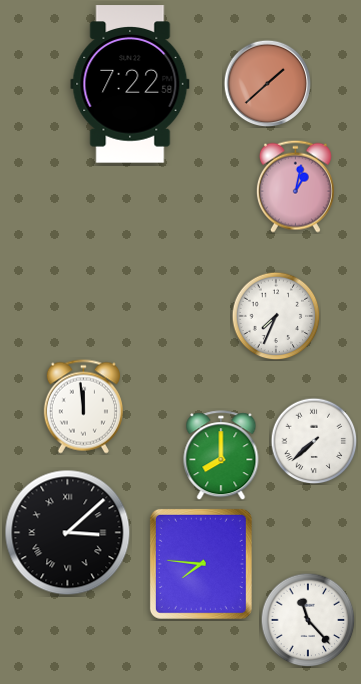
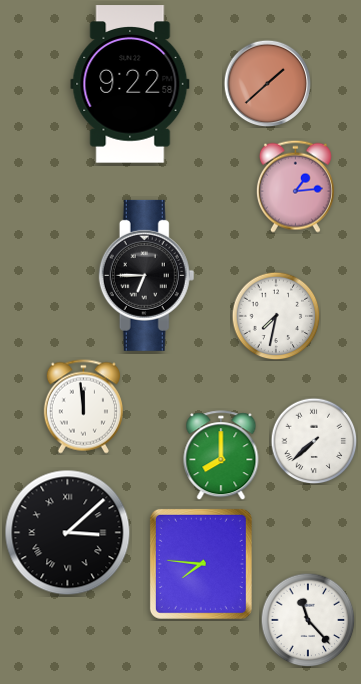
clock at (130, 84): 7:22 -> 9:22
clock at (295, 186): 1:02 -> 1:14
clock at (147, 275): none -> 6:45
clock at (276, 316): 7:34 -> 7:32
